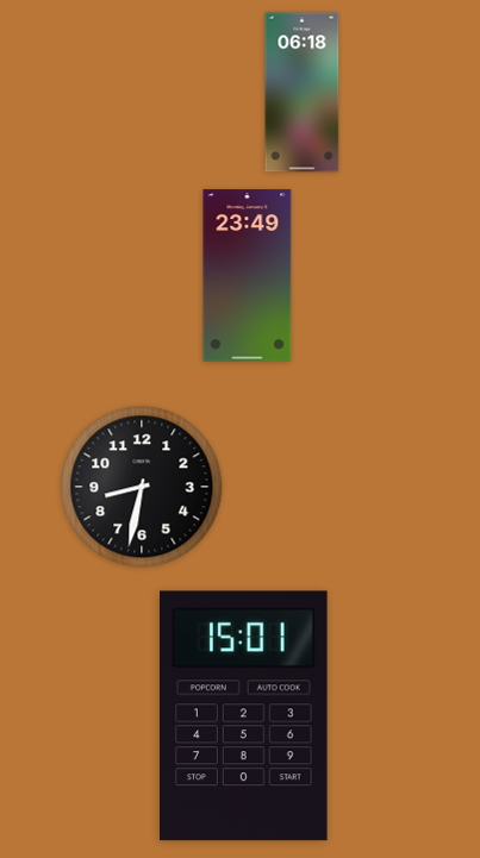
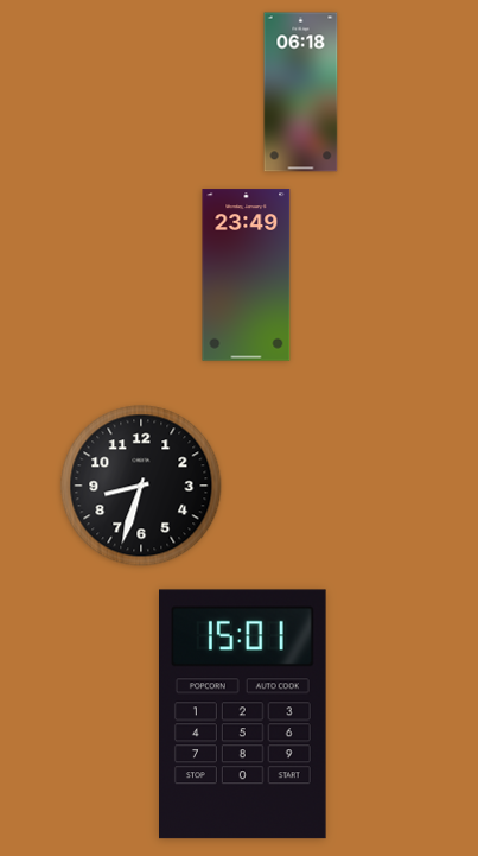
clock at (142, 487): 8:32 -> 8:33
